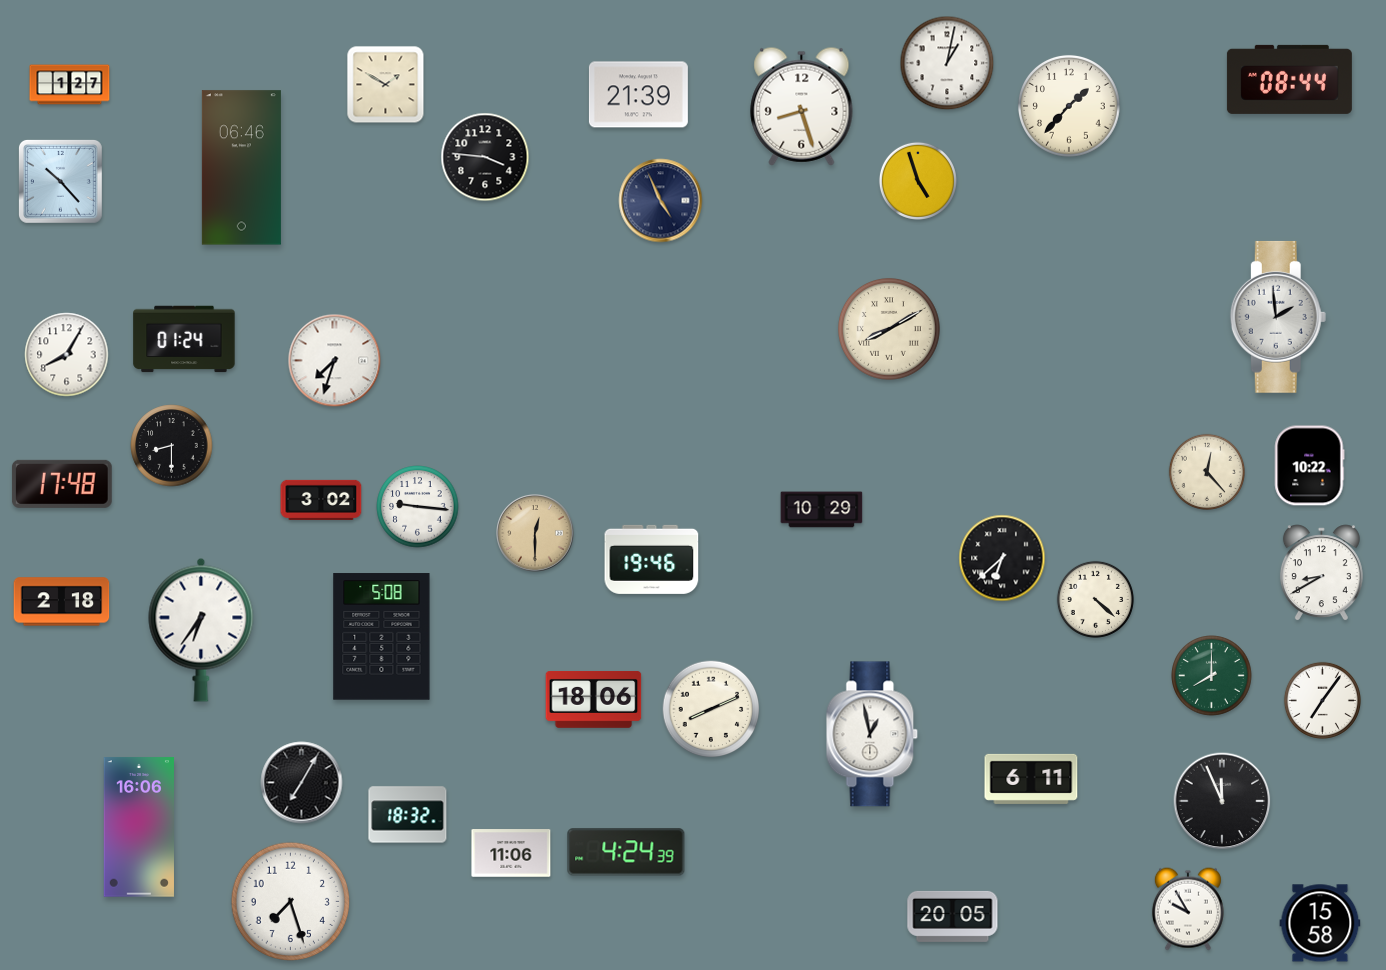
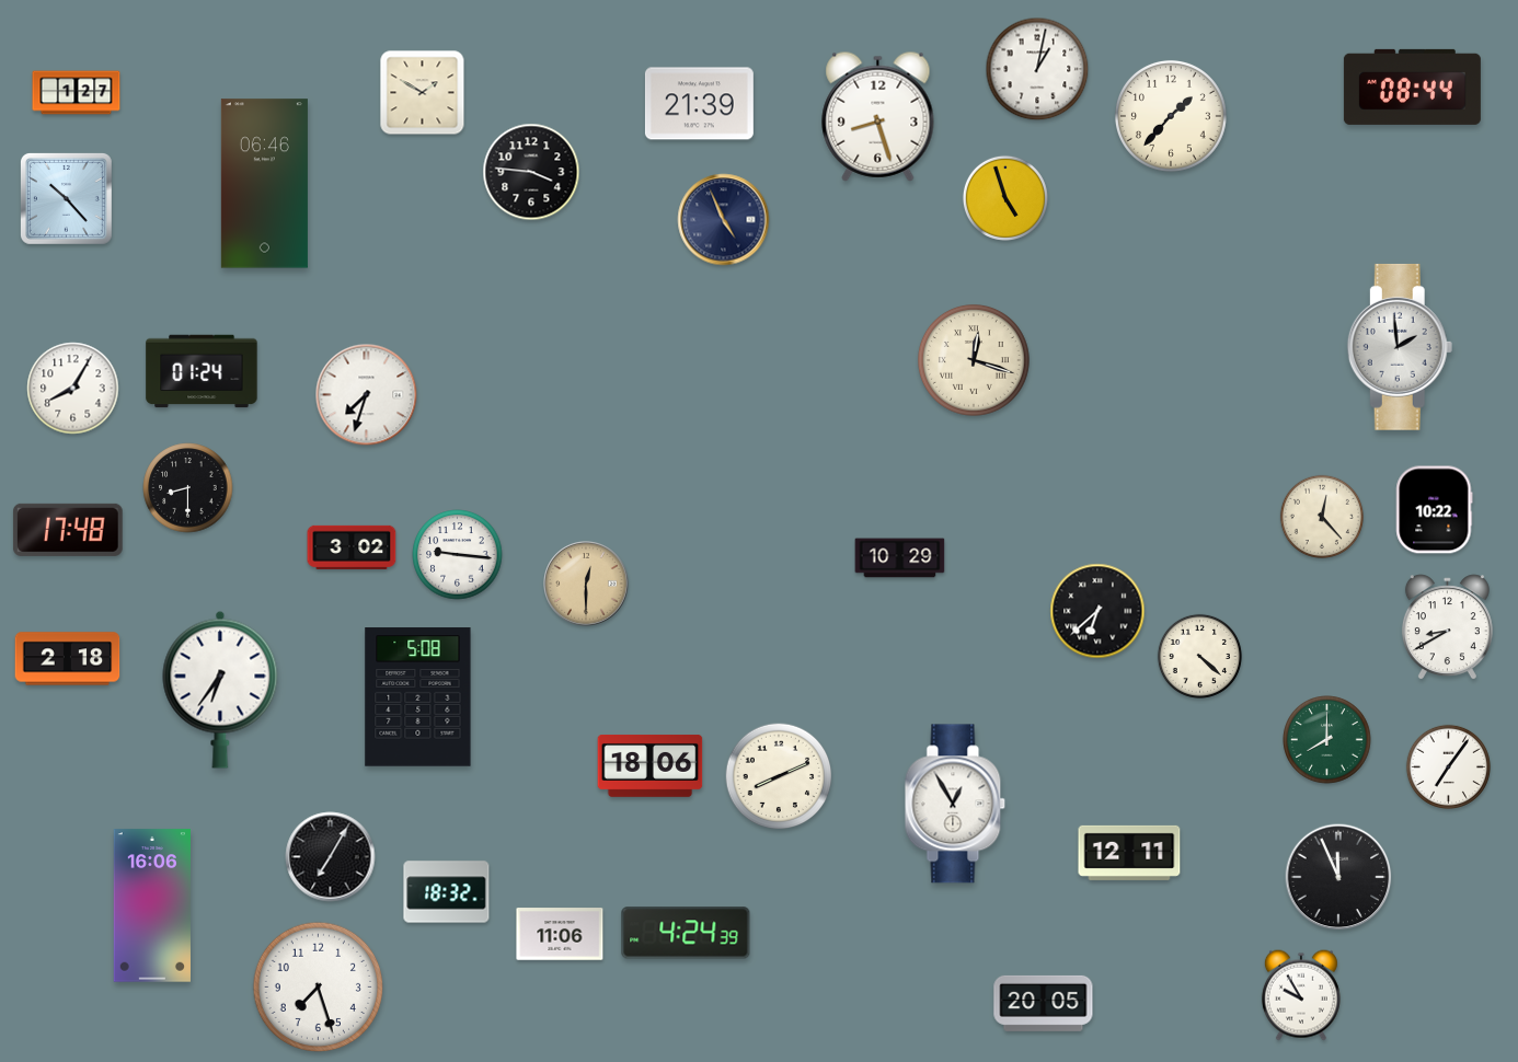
clock at (889, 329): 8:10 -> 12:18
clock at (652, 559): 19:46 -> none
clock at (872, 734): 12:58 -> 12:55
clock at (1031, 779): 6:11 -> 12:11
clock at (1320, 923): 15:58 -> none
